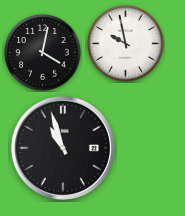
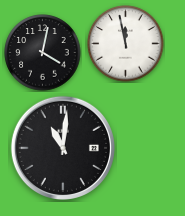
clock at (126, 44): 9:58 -> 11:58
clock at (63, 148): 10:57 -> 11:01
